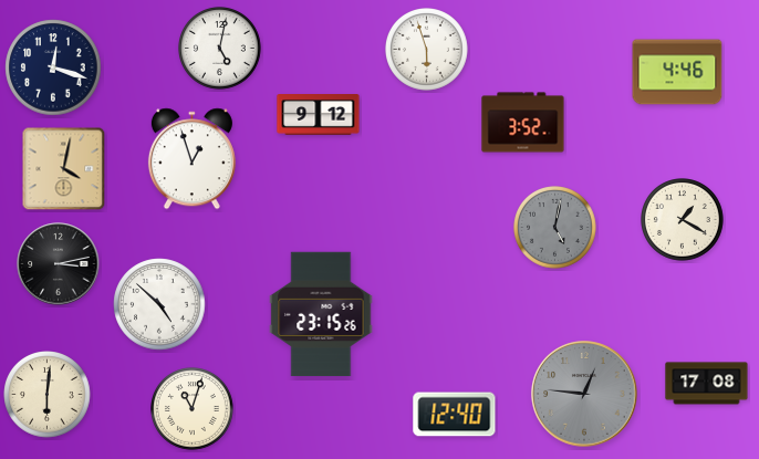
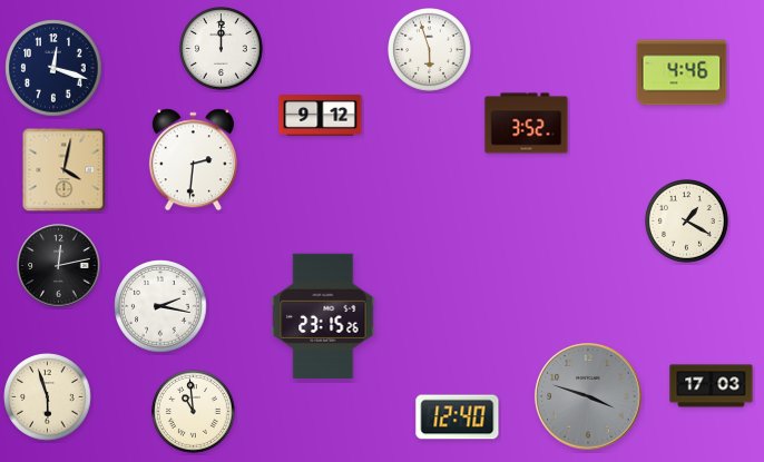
clock at (220, 49): 5:02 -> 12:00
clock at (191, 159): 12:57 -> 2:31
clock at (555, 228): 5:02 -> none
clock at (59, 264): 3:13 -> 12:13
clock at (159, 304): 4:52 -> 2:17
clock at (707, 384): 17:08 -> 17:03
clock at (584, 394): 12:46 -> 3:48
clock at (48, 395): 6:01 -> 5:57
clock at (193, 409): 11:03 -> 10:59
